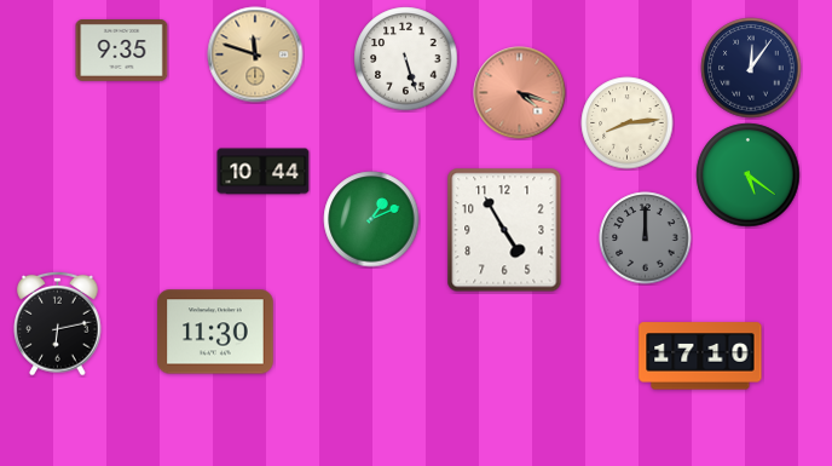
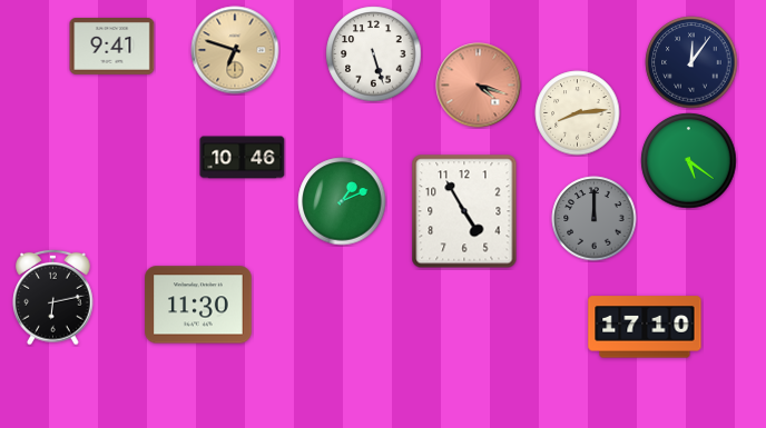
clock at (122, 51): 9:35 -> 9:41
clock at (255, 54): 11:48 -> 6:48
clock at (264, 172): 10:44 -> 10:46
